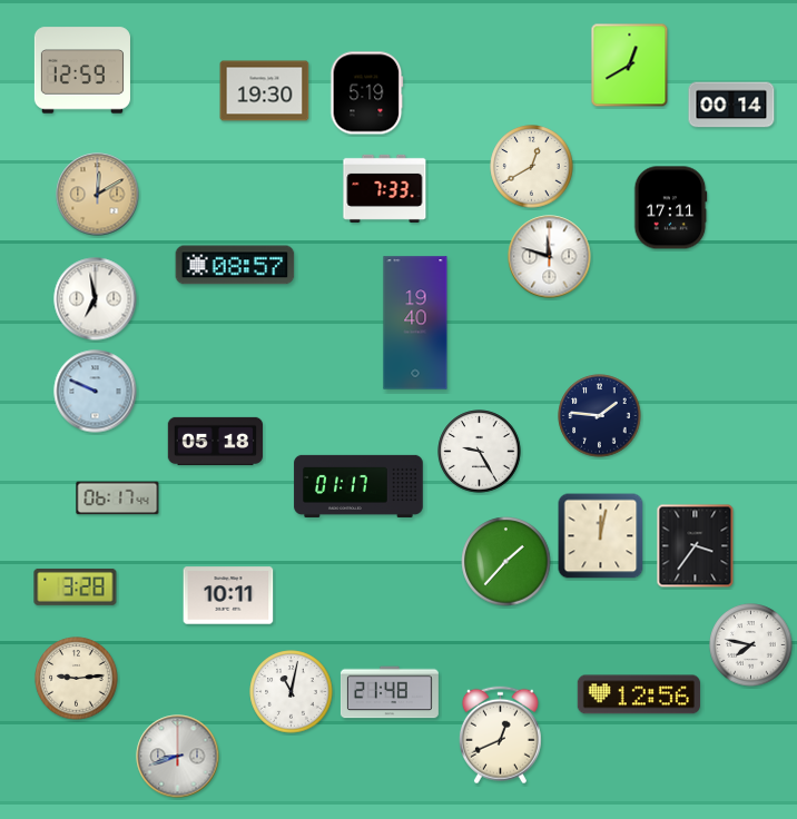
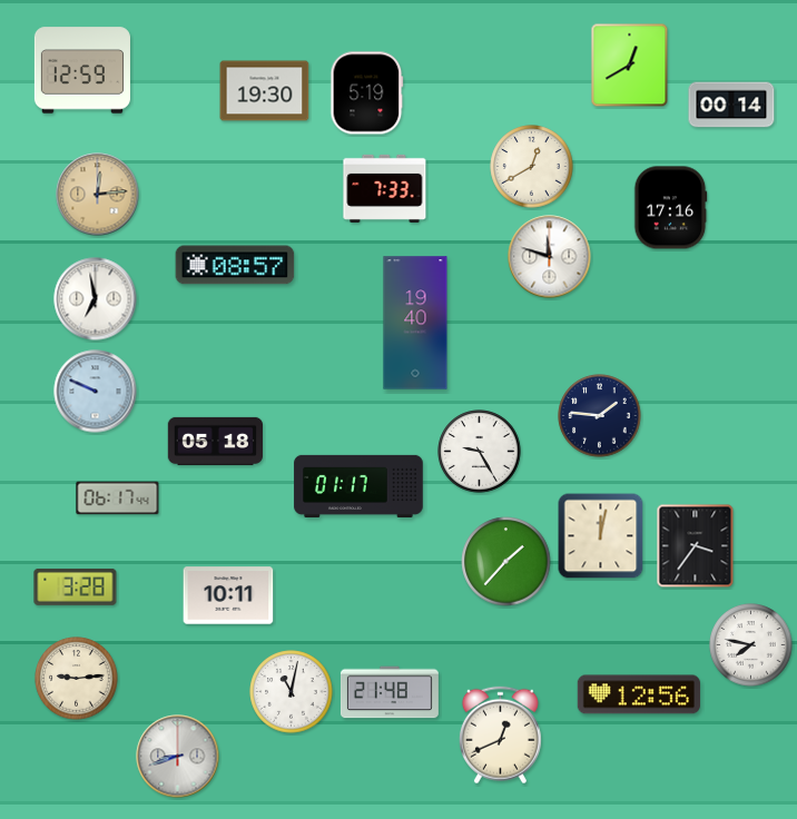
clock at (98, 195): 12:10 -> 12:14
clock at (670, 208): 17:11 -> 17:16
